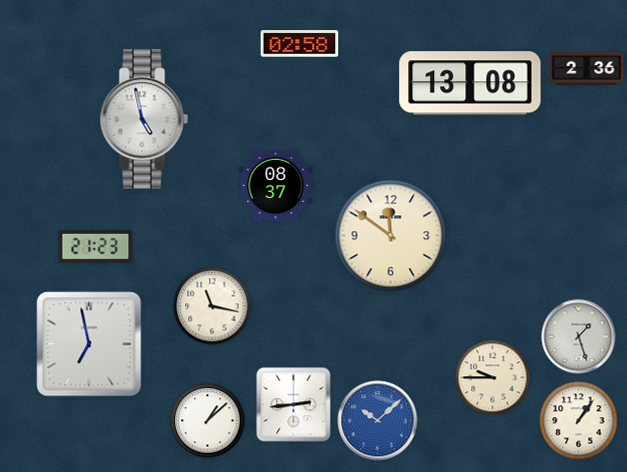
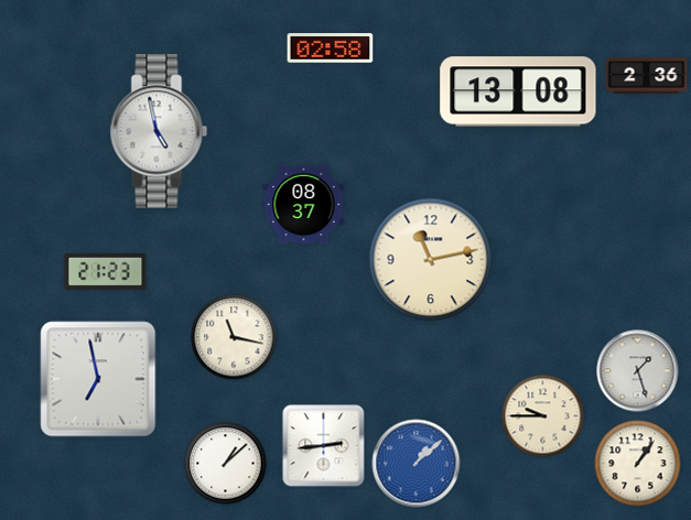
clock at (391, 236): 11:51 -> 11:13
clock at (208, 421) position: (208, 421) -> (226, 464)
clock at (378, 421): 10:08 -> 1:08
